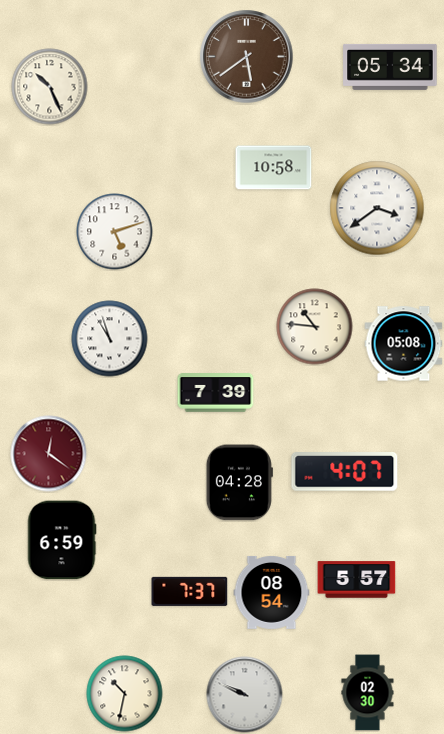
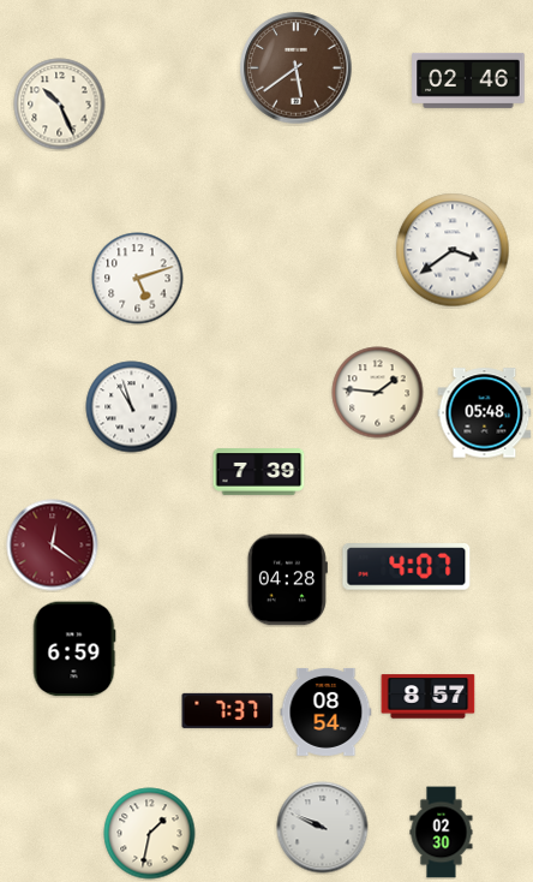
clock at (390, 67): 05:34 -> 02:46
clock at (274, 168): 10:58 -> none
clock at (315, 327): 10:46 -> 1:46
clock at (404, 344): 05:08 -> 05:48
clock at (49, 454) position: (49, 454) -> (53, 546)
clock at (345, 472) position: (345, 472) -> (407, 567)
clock at (357, 580): 5:57 -> 8:57
clock at (125, 694): 10:32 -> 1:32
clock at (245, 695) position: (245, 695) -> (323, 828)
